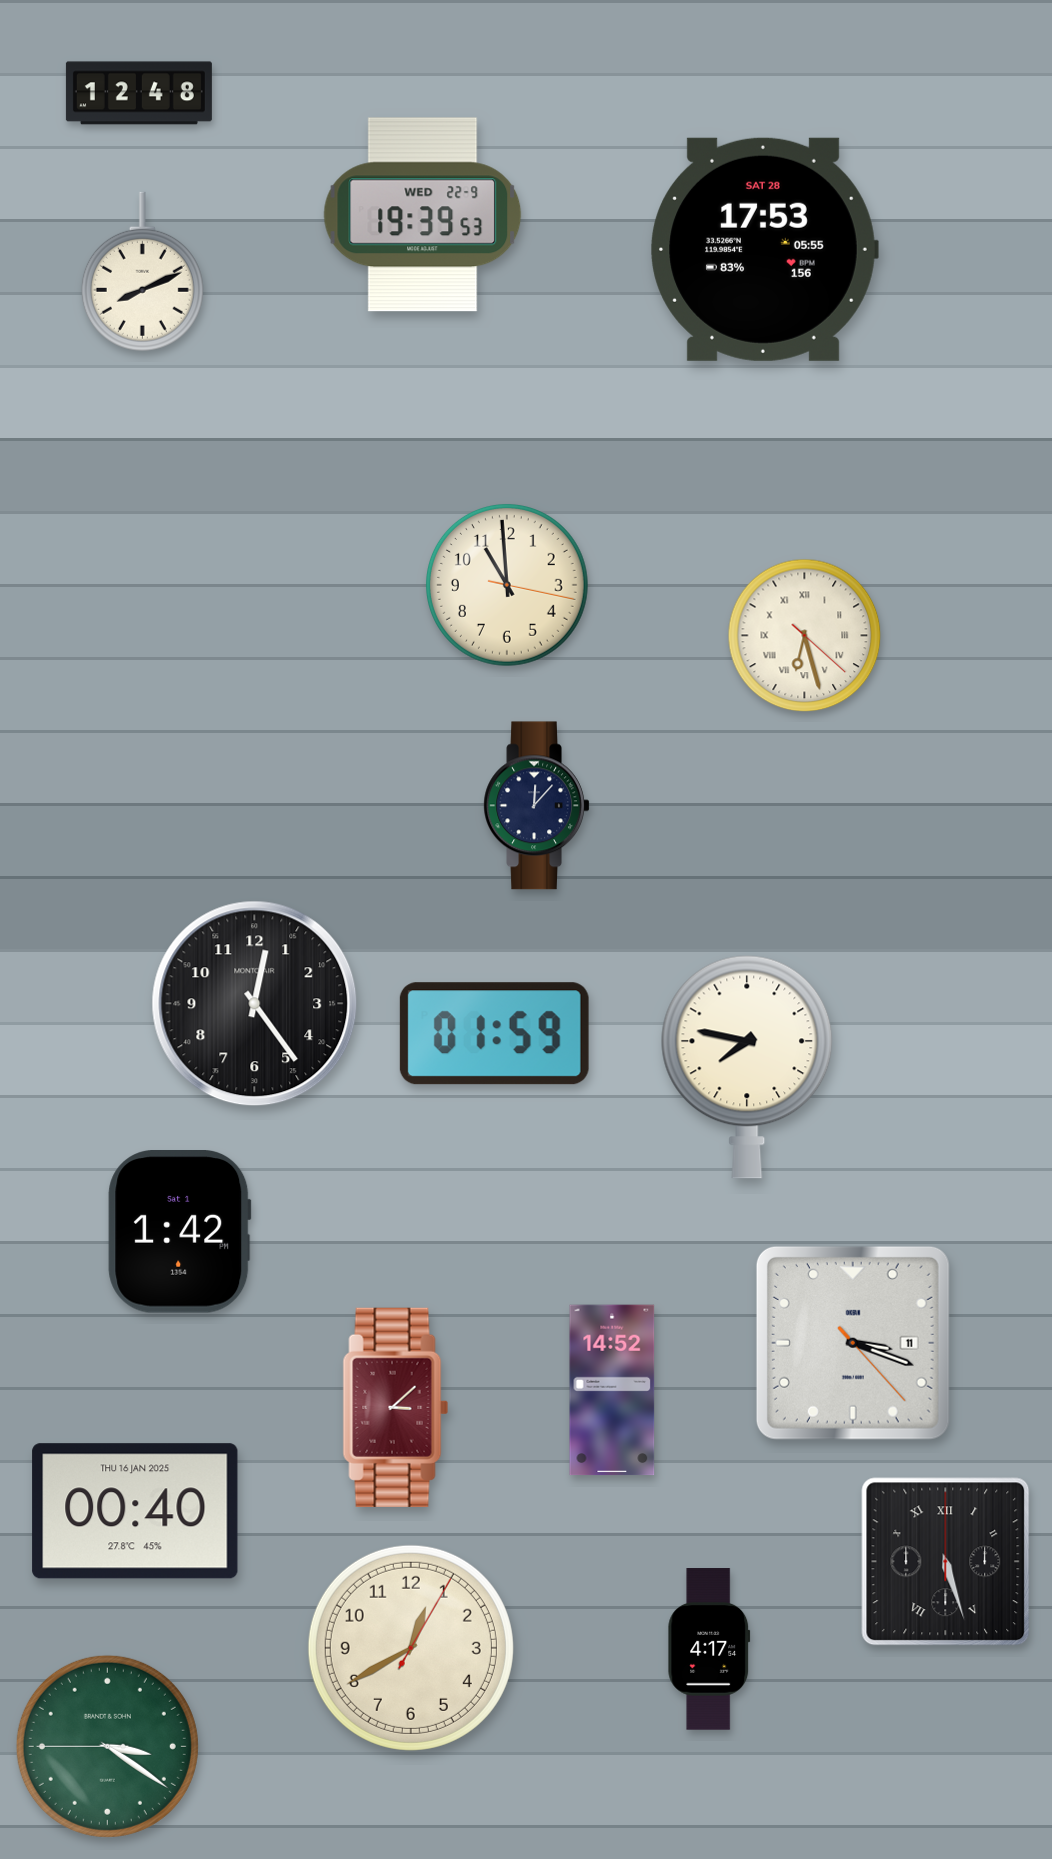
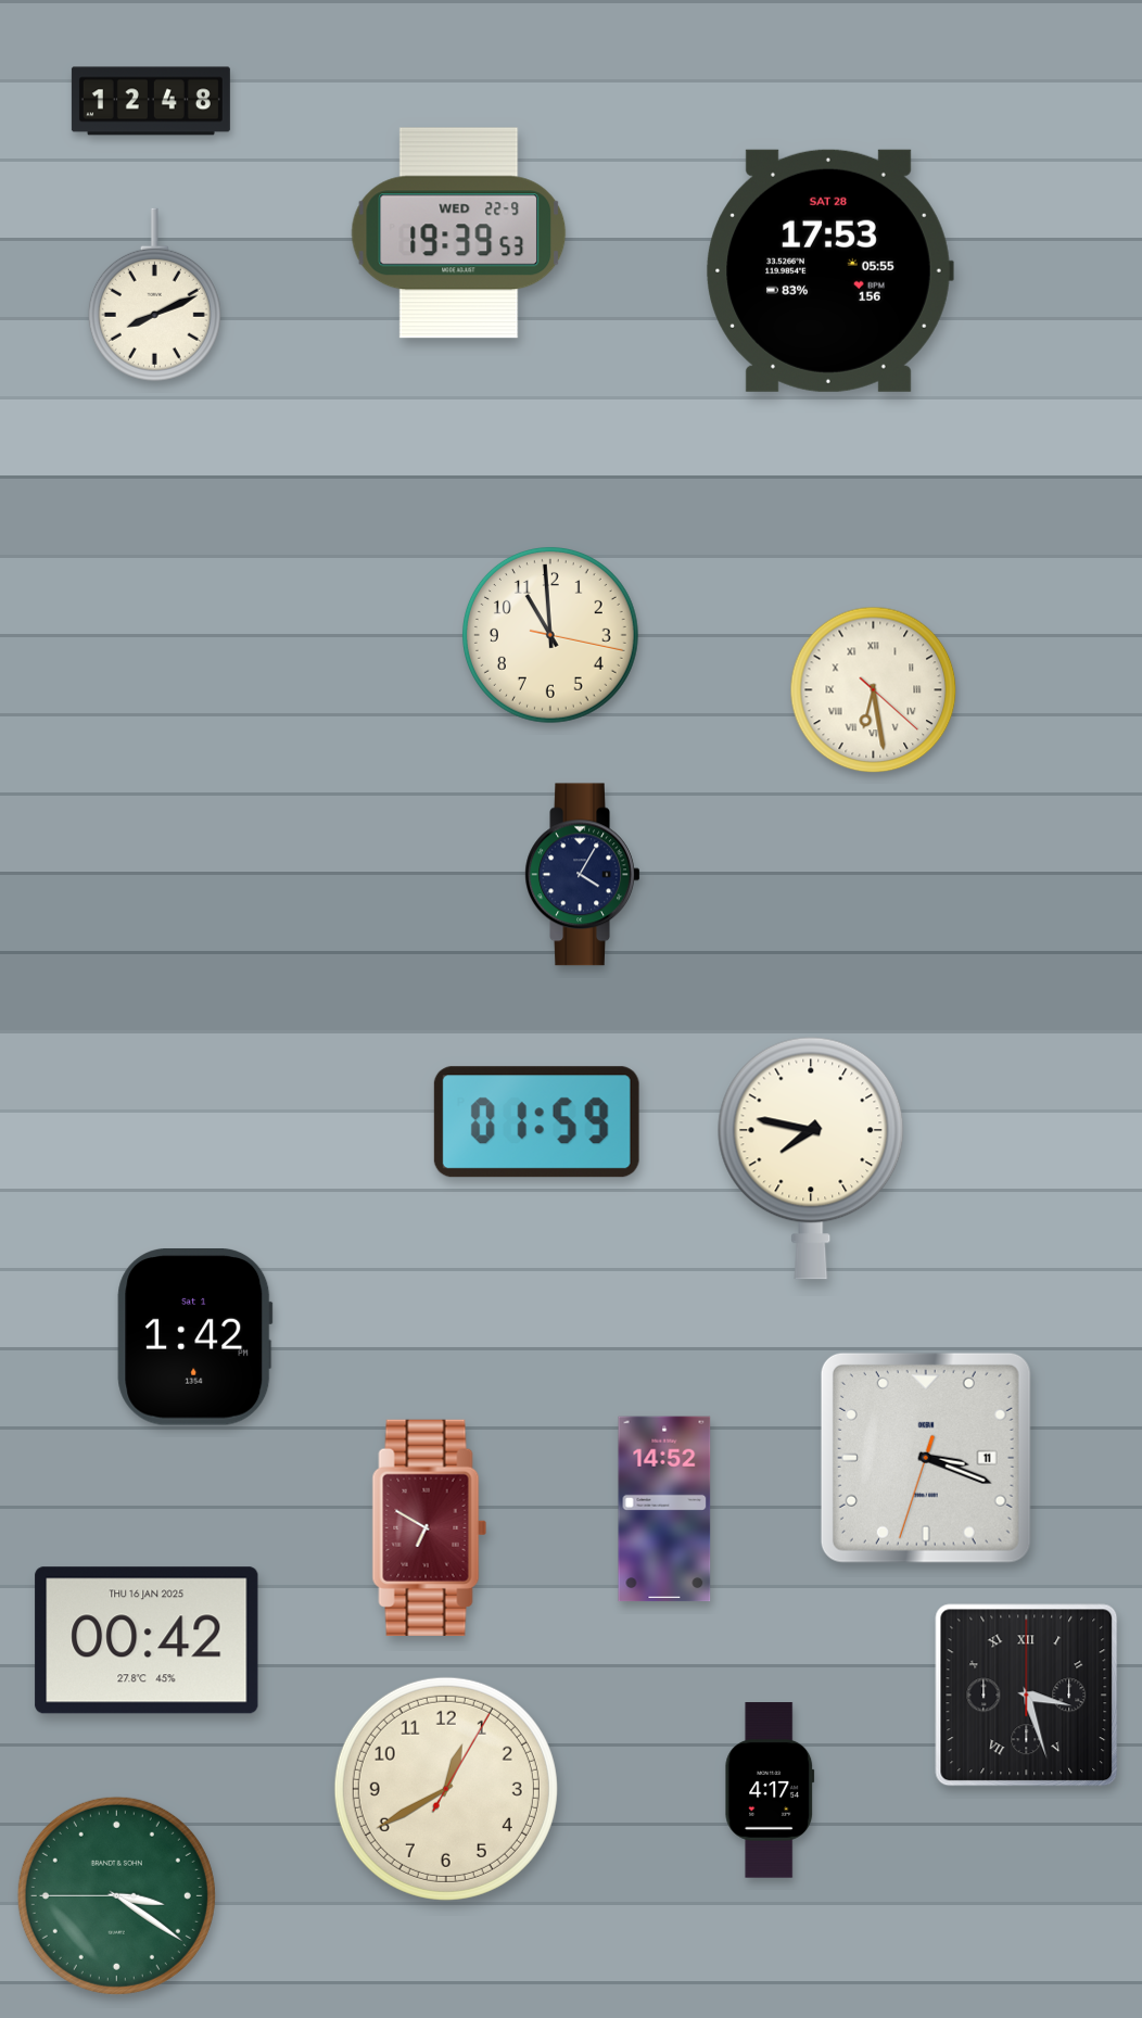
clock at (805, 636): 6:27 -> 6:28
clock at (537, 806): 12:07 -> 4:05
clock at (255, 1004): 12:24 -> none
clock at (853, 1343): 3:18:23 -> 3:18:33
clock at (396, 1407): 3:08 -> 6:50
clock at (135, 1511): 00:40 -> 00:42
clock at (946, 1562): 5:27 -> 3:27
